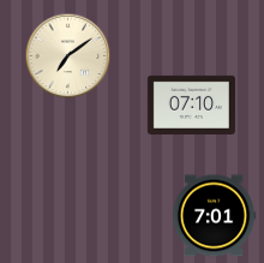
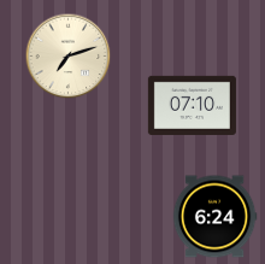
clock at (68, 56): 7:09 -> 7:12
clock at (214, 216): 7:01 -> 6:24
